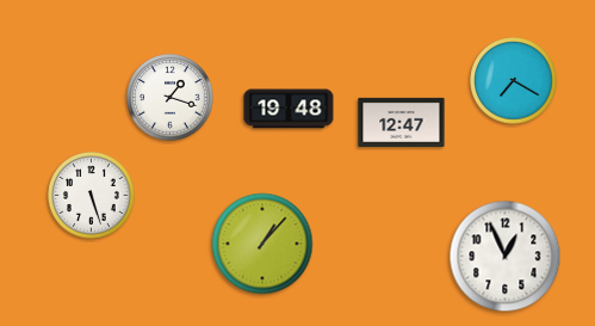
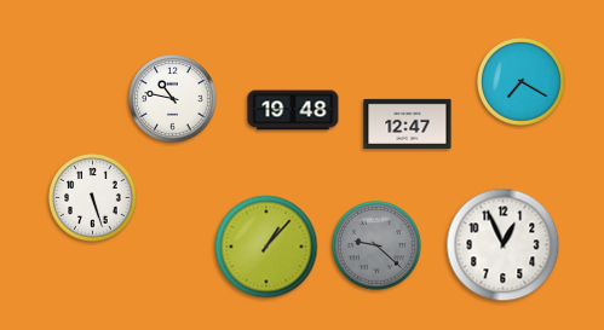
clock at (171, 98): 1:18 -> 10:47
clock at (376, 245): none -> 9:22
clock at (506, 257) position: (506, 257) -> (504, 245)
